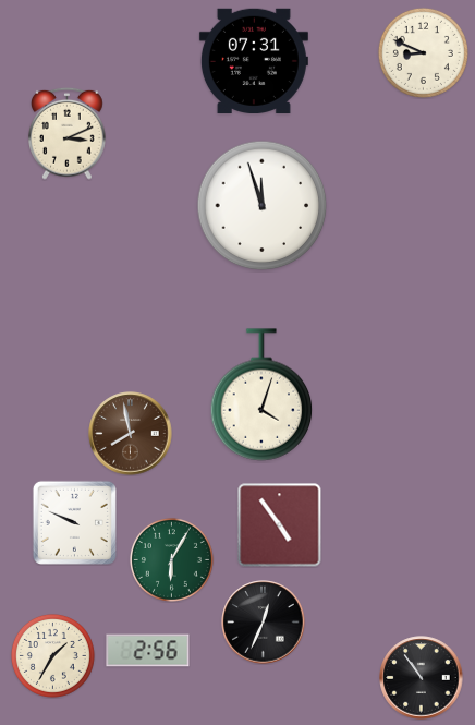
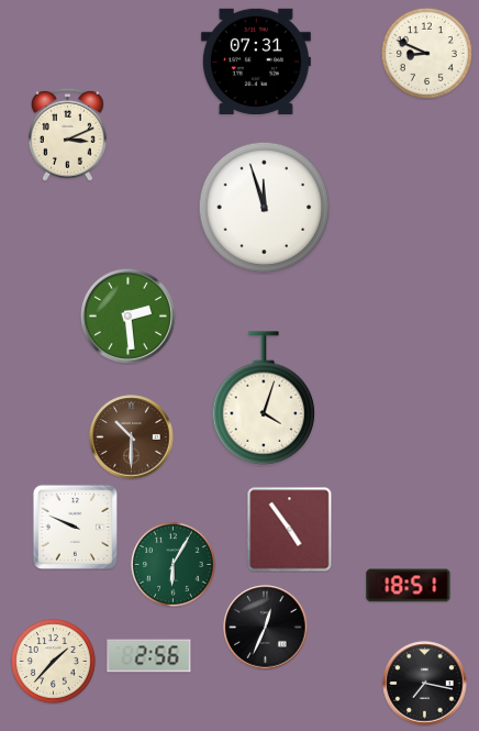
clock at (127, 315): none -> 2:29
clock at (131, 434): 7:58 -> 10:30
clock at (280, 525) position: (280, 525) -> (290, 530)
clock at (409, 586): none -> 18:51
clock at (52, 655): 1:35 -> 1:37
clock at (422, 678): 10:54 -> 7:17
